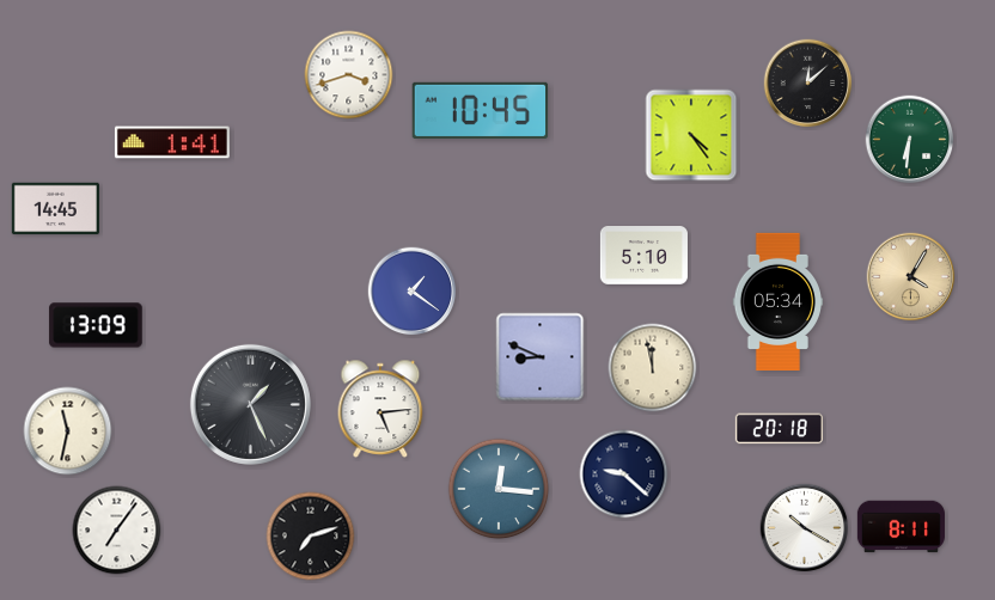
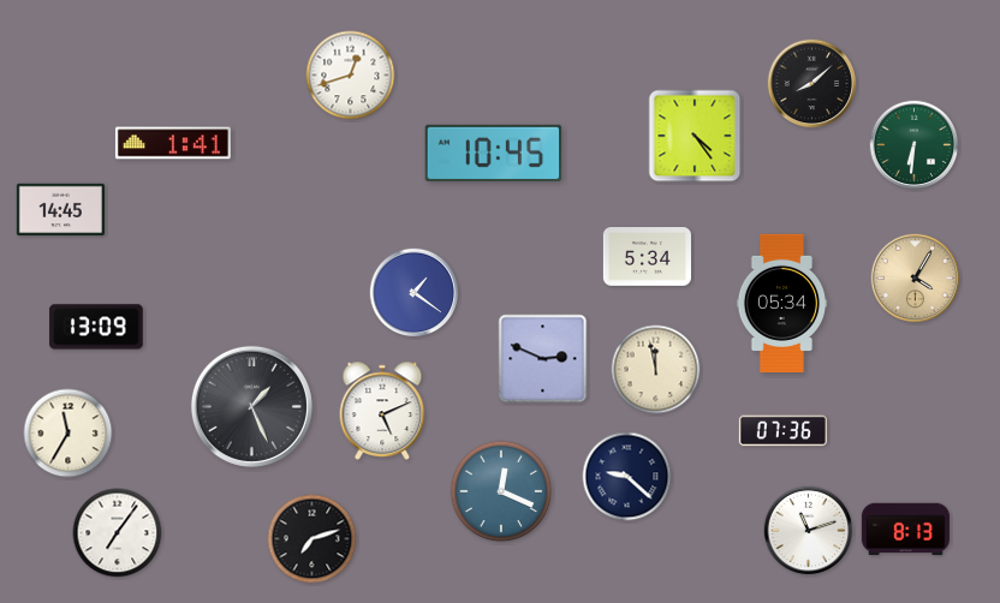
clock at (349, 75): 3:42 -> 12:42
clock at (808, 84): 12:08 -> 8:08
clock at (481, 110) position: (481, 110) -> (494, 153)
clock at (910, 140) position: (910, 140) -> (915, 145)
clock at (55, 209) position: (55, 209) -> (60, 210)
clock at (643, 256): 5:10 -> 5:34
clock at (541, 357): 8:49 -> 2:49
clock at (380, 409): 5:14 -> 5:11
clock at (779, 429): 20:18 -> 07:36
clock at (68, 431): 11:32 -> 11:35
clock at (499, 489): 12:16 -> 12:19
clock at (901, 527): 8:11 -> 8:13
clock at (805, 528): 10:20 -> 11:12
